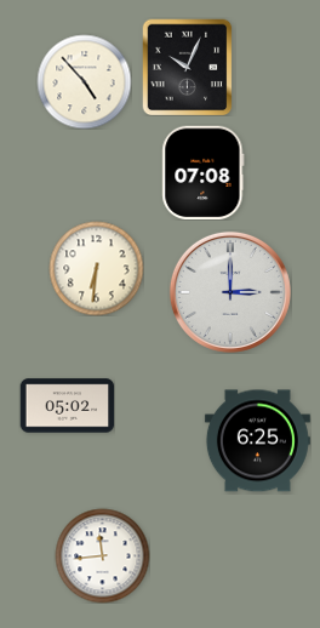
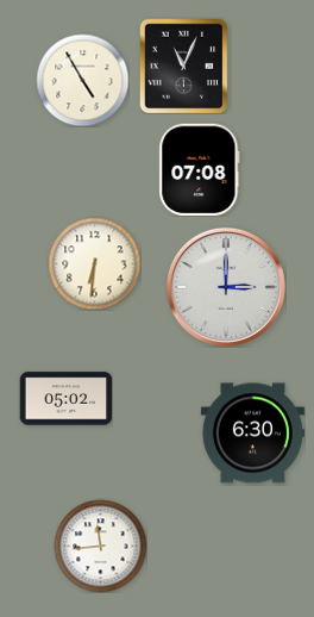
clock at (188, 67): 10:04 -> 11:04
clock at (84, 81): 4:53 -> 4:55
clock at (257, 441): 6:25 -> 6:30
